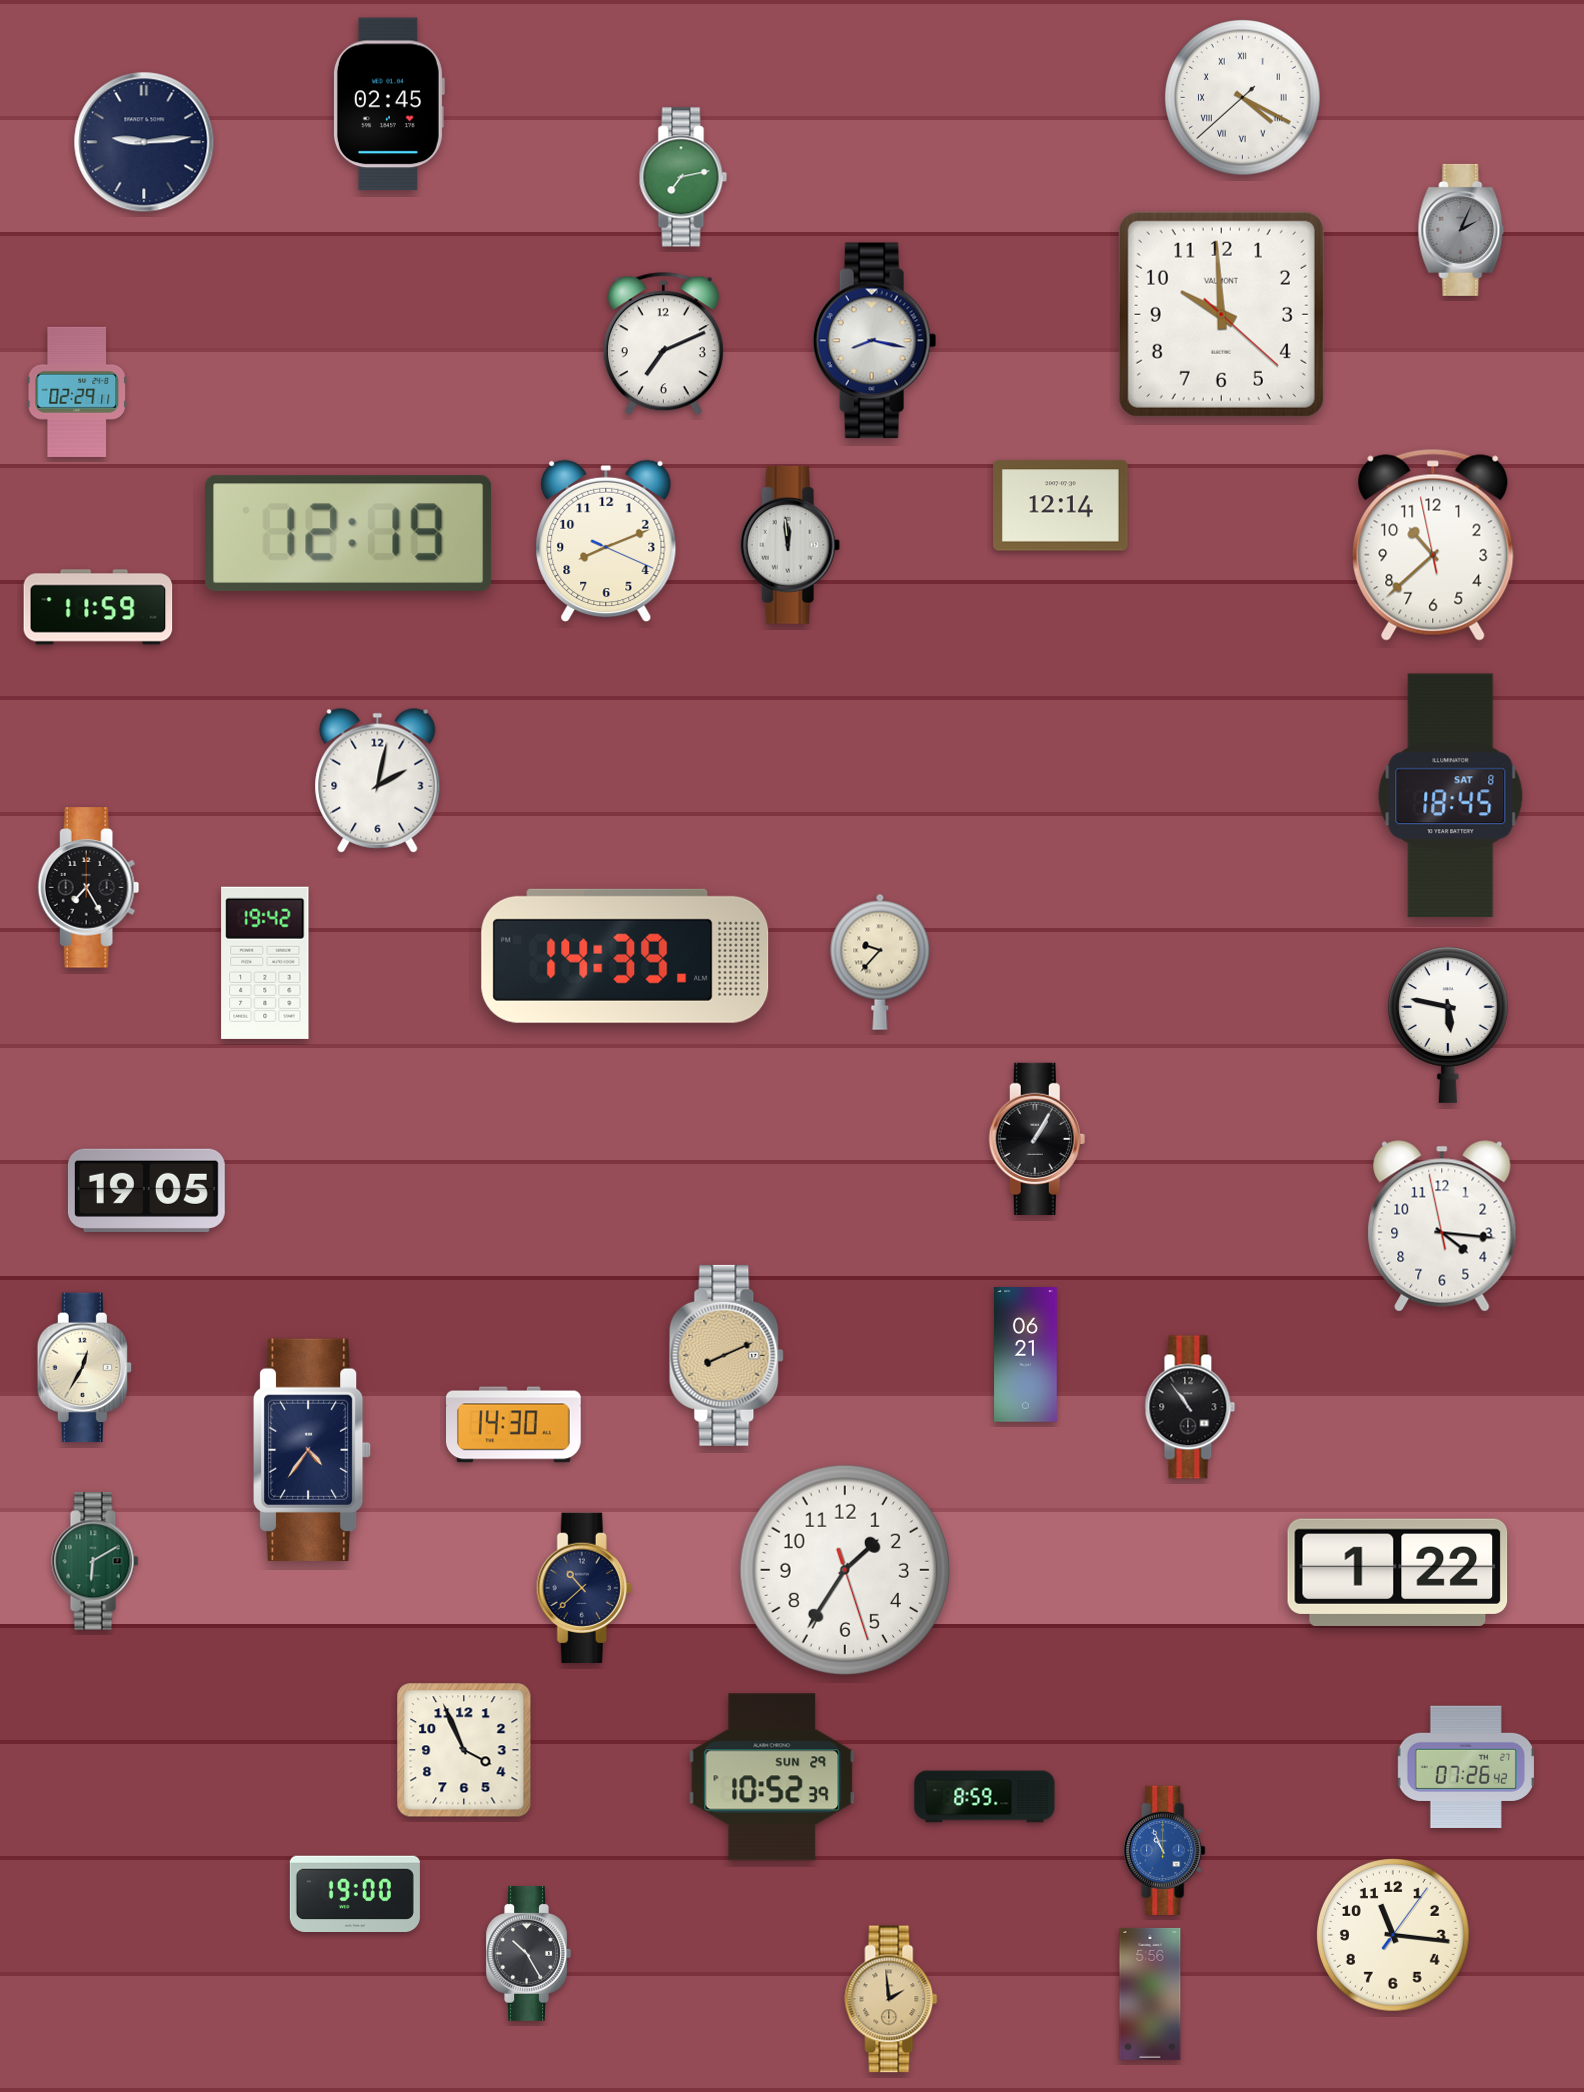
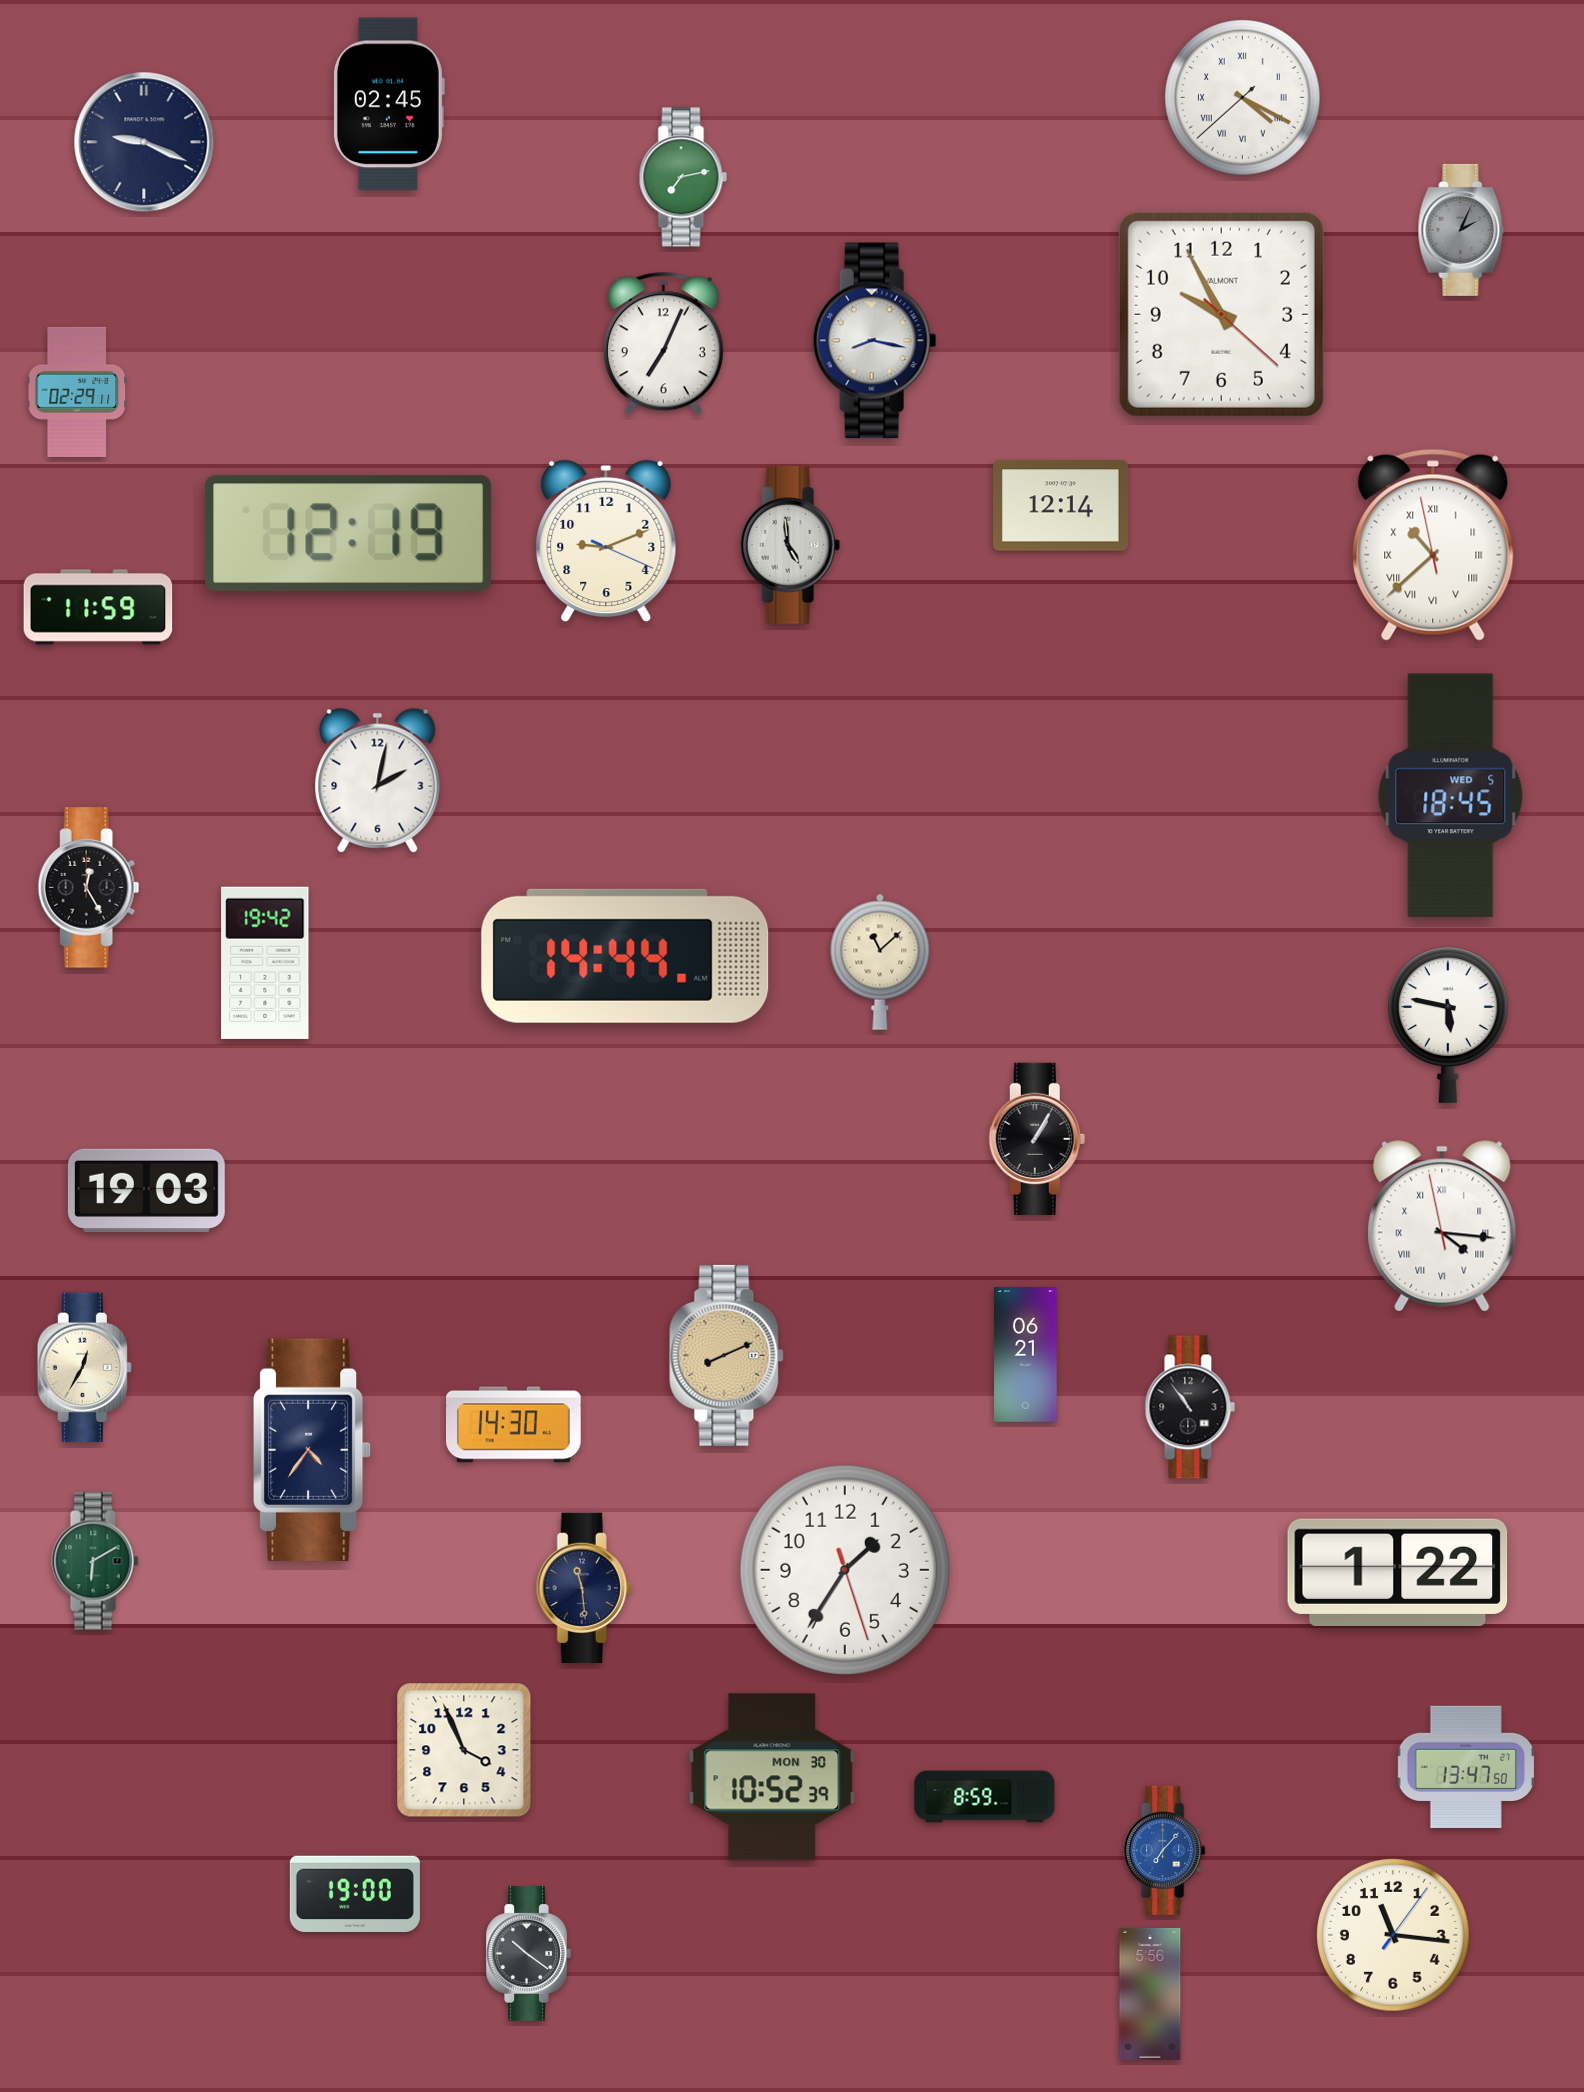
clock at (144, 142): 9:14 -> 9:19
clock at (1221, 314): 9:59 -> 9:55
clock at (663, 344): 7:11 -> 7:04
clock at (606, 541): 8:11 -> 9:11
clock at (790, 545): 11:59 -> 4:59
clock at (1433, 545) numerals: Arabic -> Roman
clock at (1451, 796) date: SAT 8 -> WED 5
clock at (89, 888): 7:25 -> 12:25
clock at (625, 956): 14:39 -> 14:44
clock at (880, 962): 9:37 -> 11:08
clock at (146, 1190): 19:05 -> 19:03
clock at (1442, 1226) numerals: Arabic -> Roman
clock at (584, 1588): 10:38 -> 11:29
clock at (1466, 1766): 07:26 -> 13:47
clock at (772, 1777) date: SUN 29 -> MON 30
clock at (1165, 1850): 10:56 -> 7:07
clock at (528, 1954): 10:25 -> 10:21
clock at (891, 1999): 1:59 -> none
